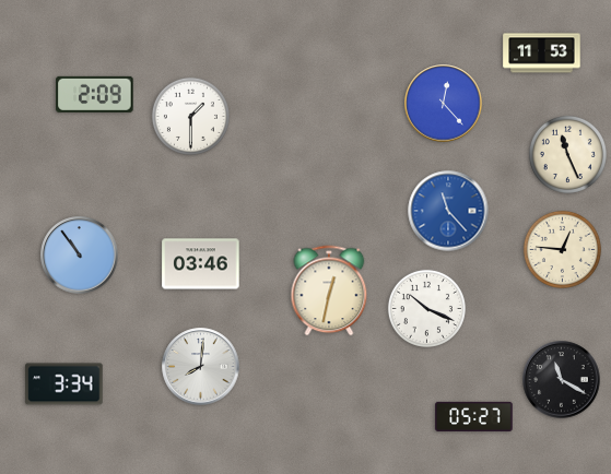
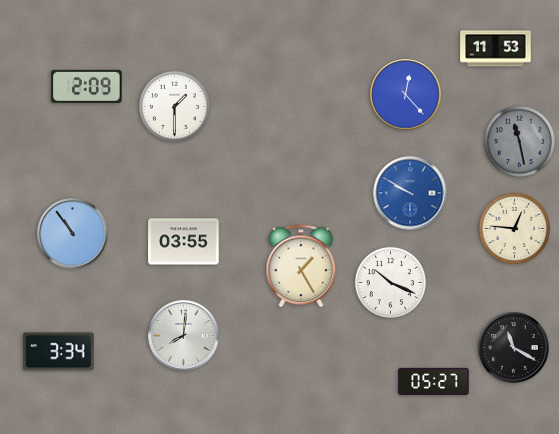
clock at (567, 154): 11:26 -> 11:28
clock at (567, 154) dial: cream -> grey
clock at (448, 211): 11:23 -> 9:50
clock at (201, 264): 03:46 -> 03:55
clock at (329, 291): 12:32 -> 1:25
